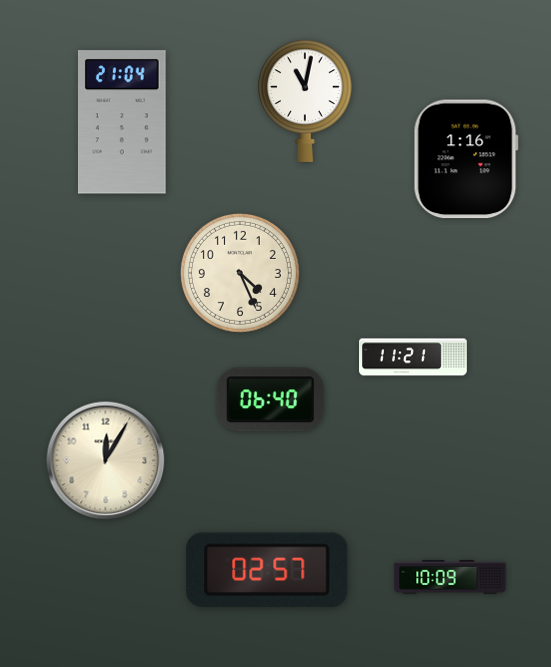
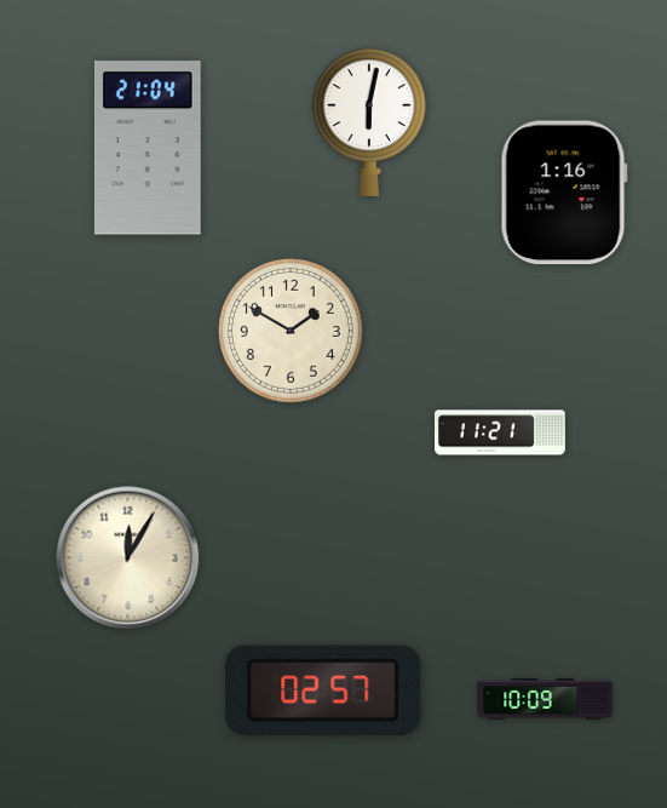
clock at (306, 101): 11:02 -> 6:02
clock at (240, 273): 4:26 -> 1:50
clock at (270, 400): 06:40 -> none
